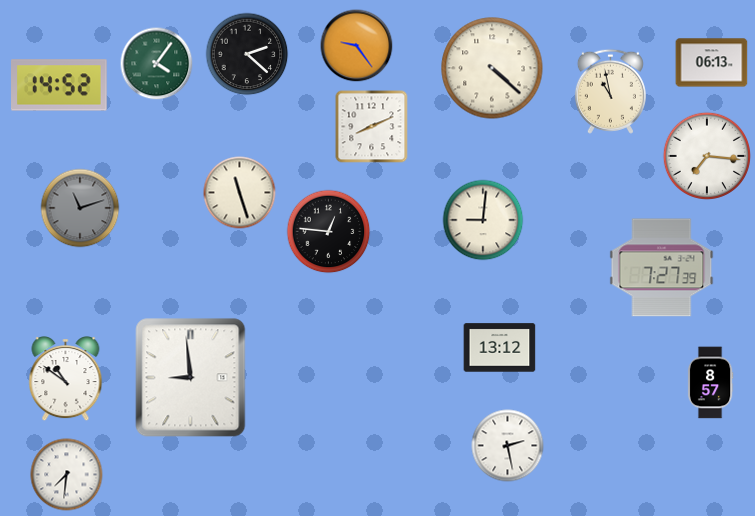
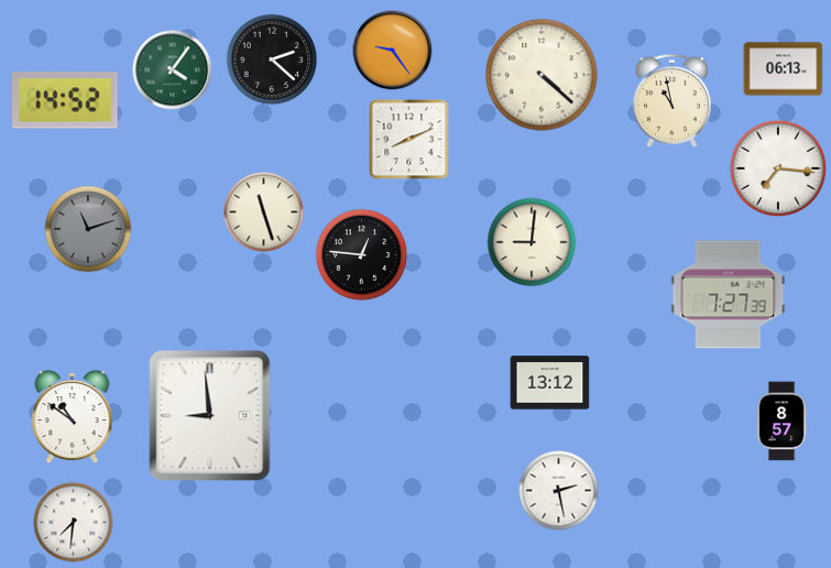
clock at (60, 85) position: (60, 85) -> (66, 100)
clock at (706, 155) position: (706, 155) -> (777, 167)
